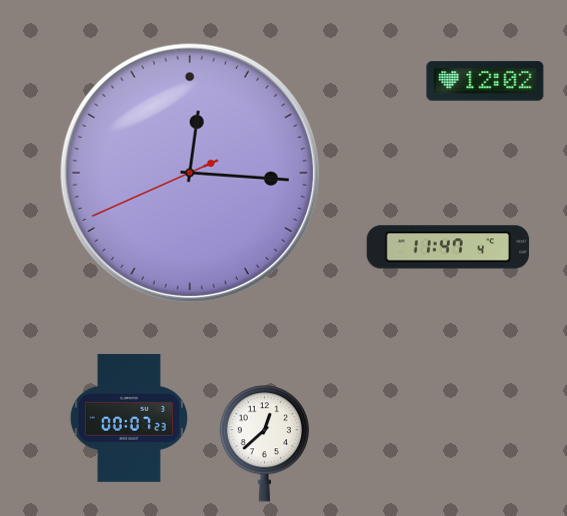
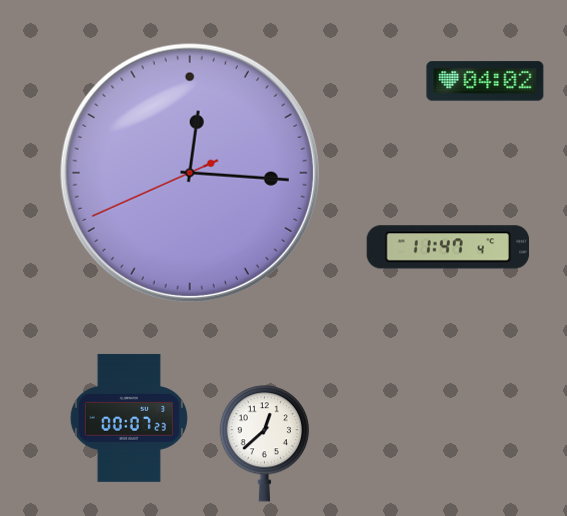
clock at (485, 81): 12:02 -> 04:02
